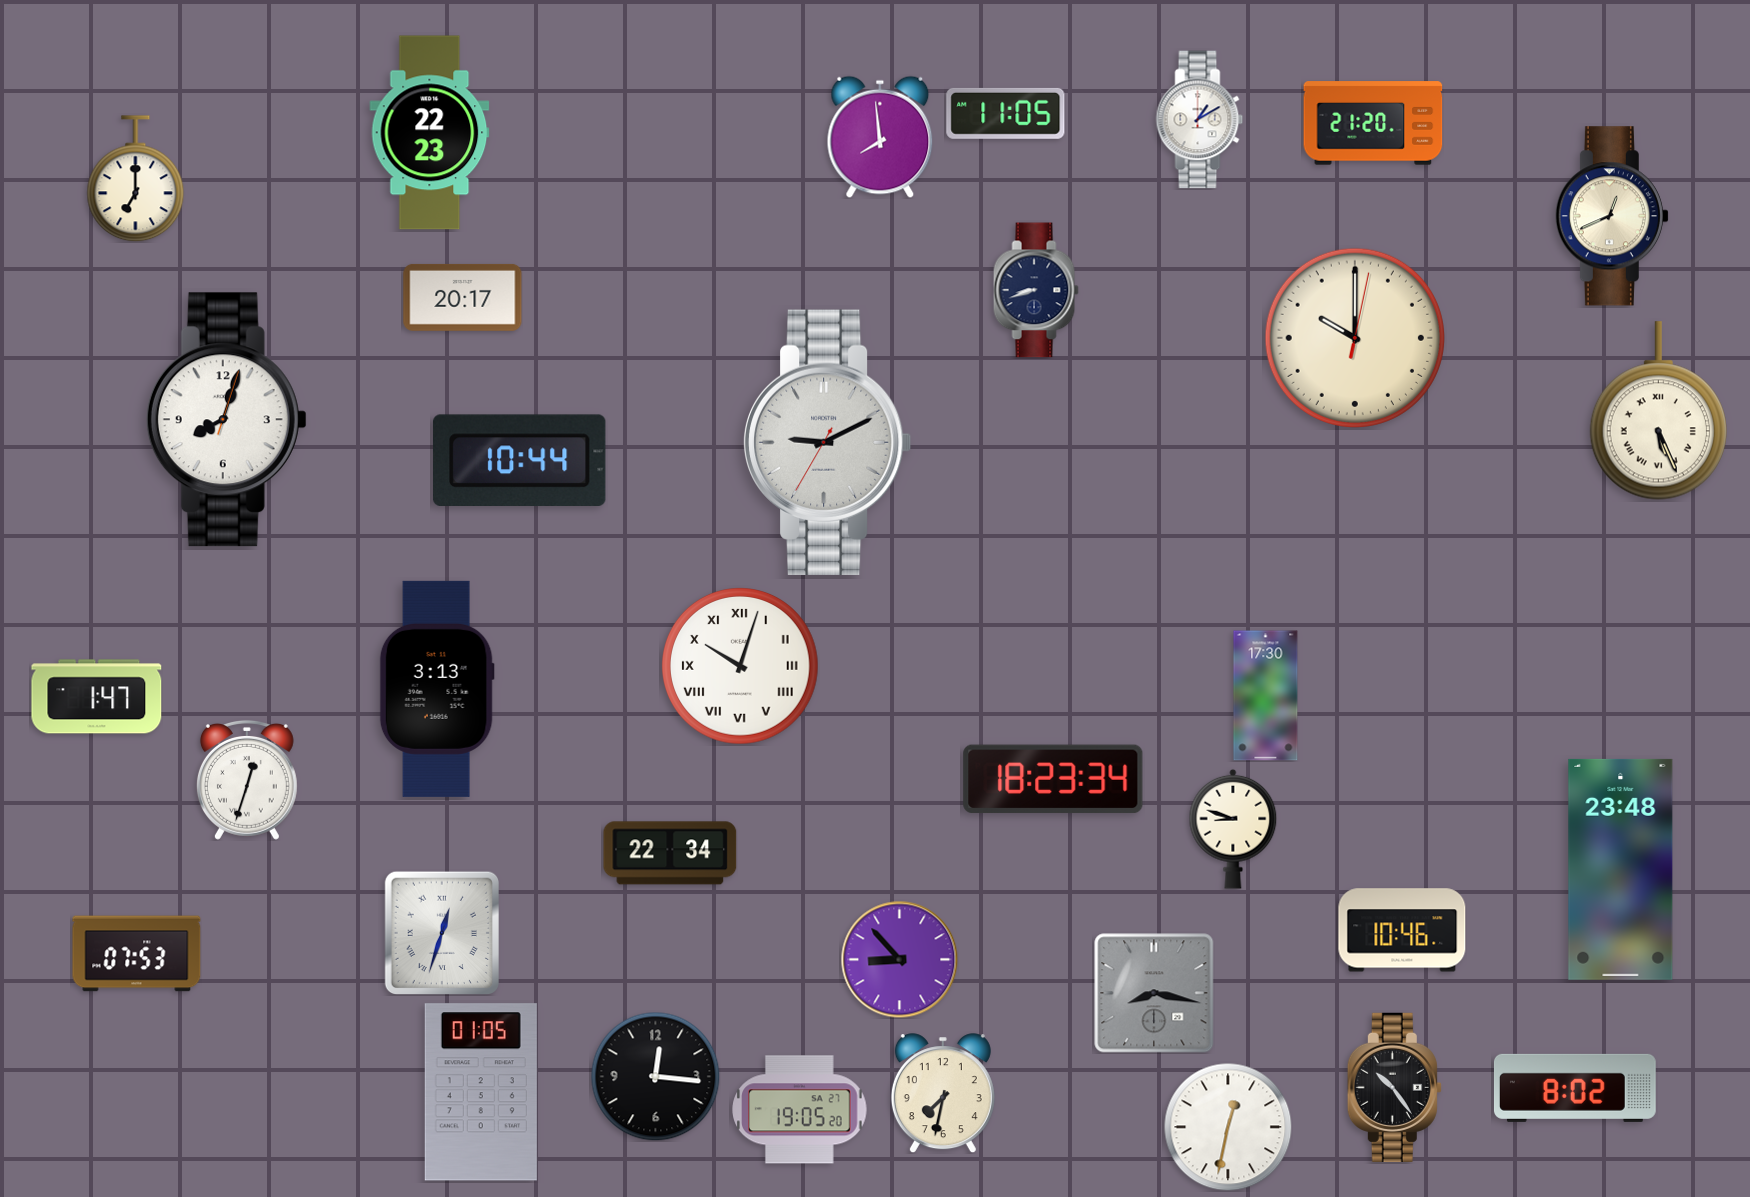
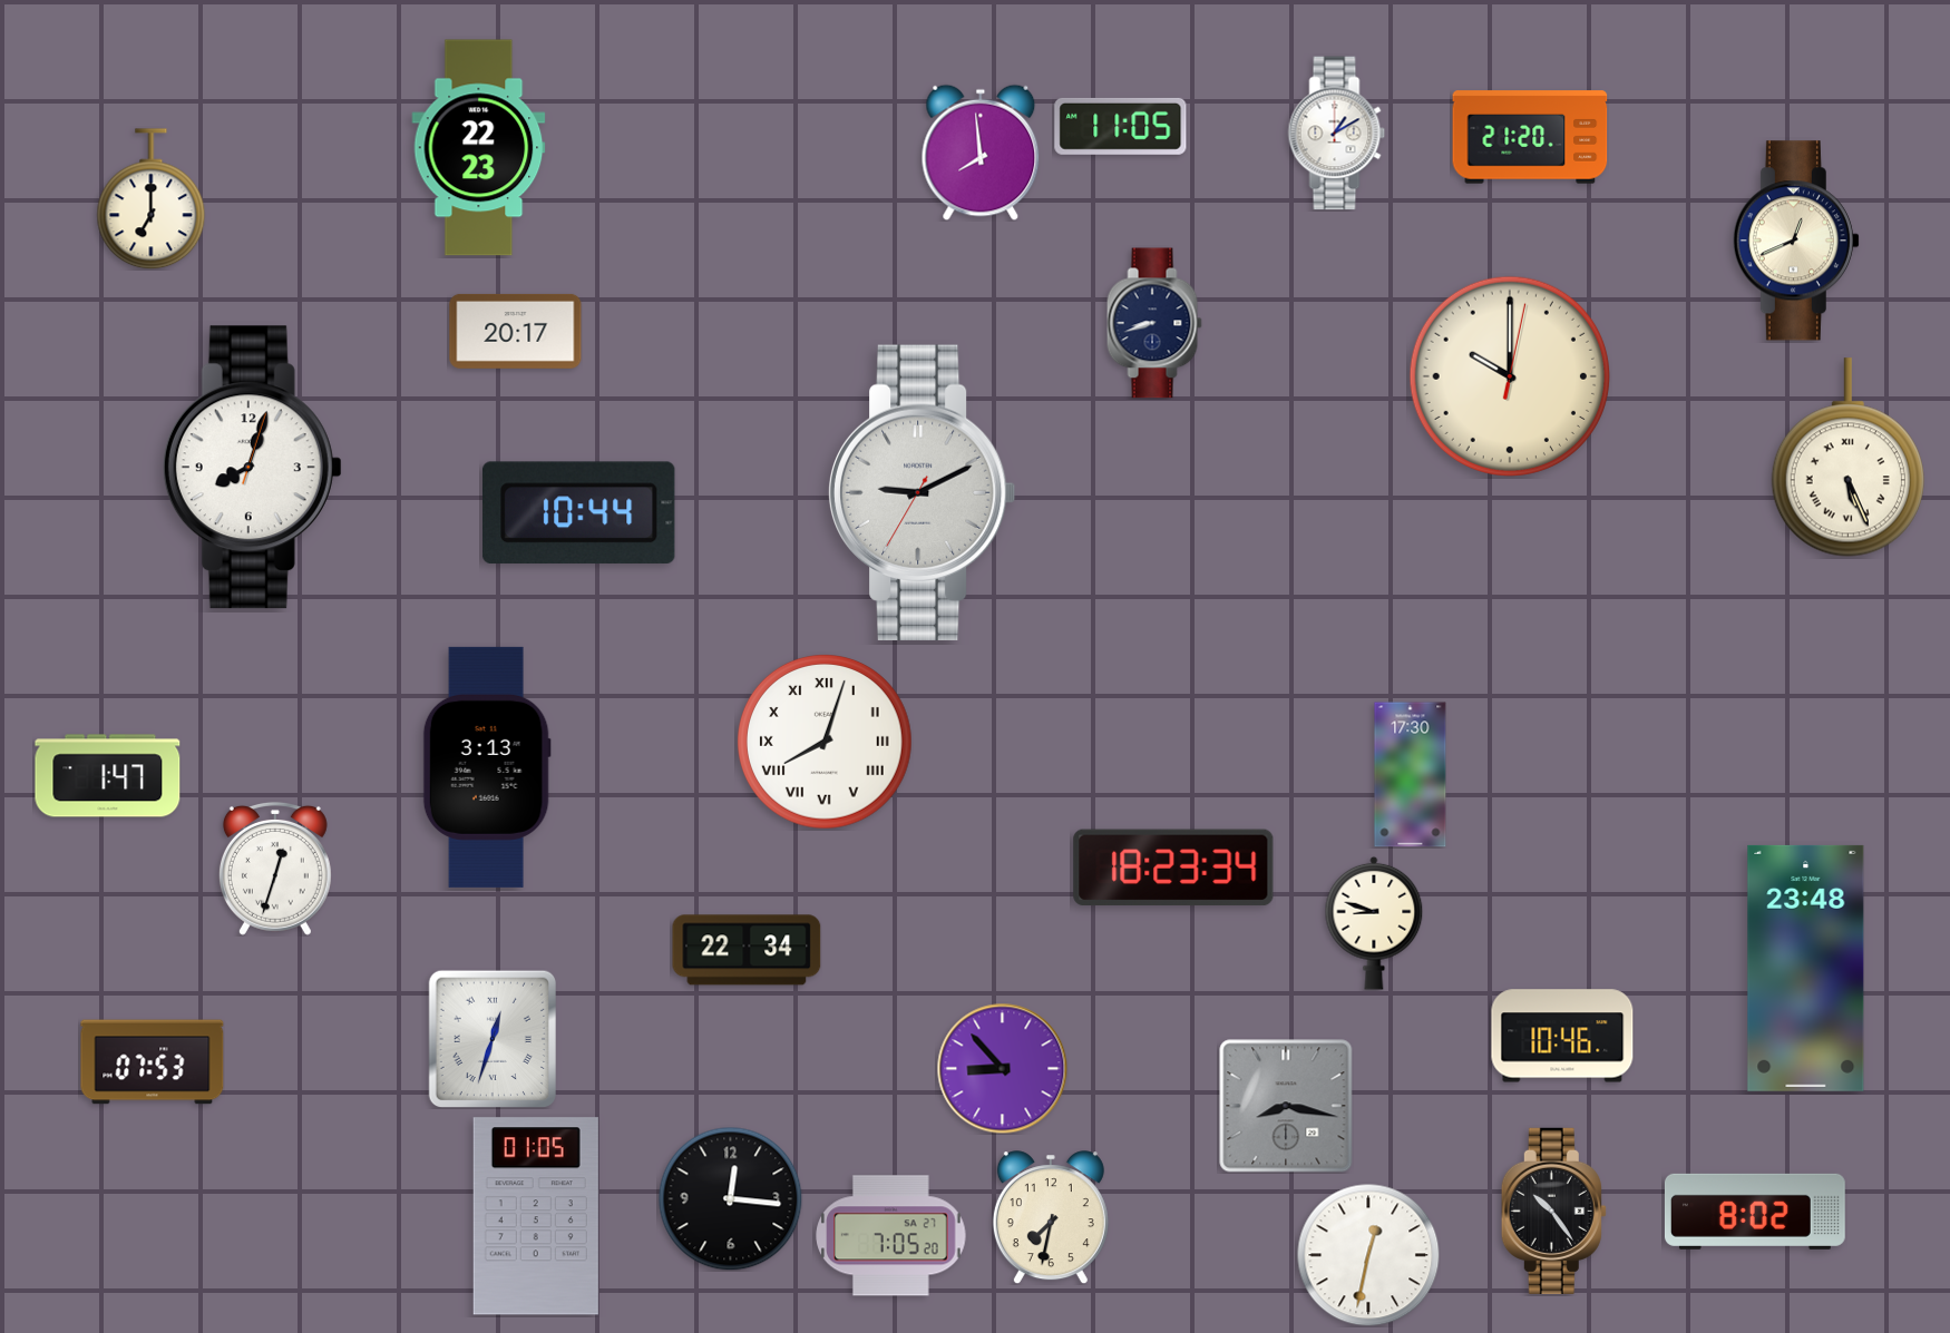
clock at (741, 667): 10:03 -> 8:03
clock at (800, 1110): 19:05 -> 7:05
